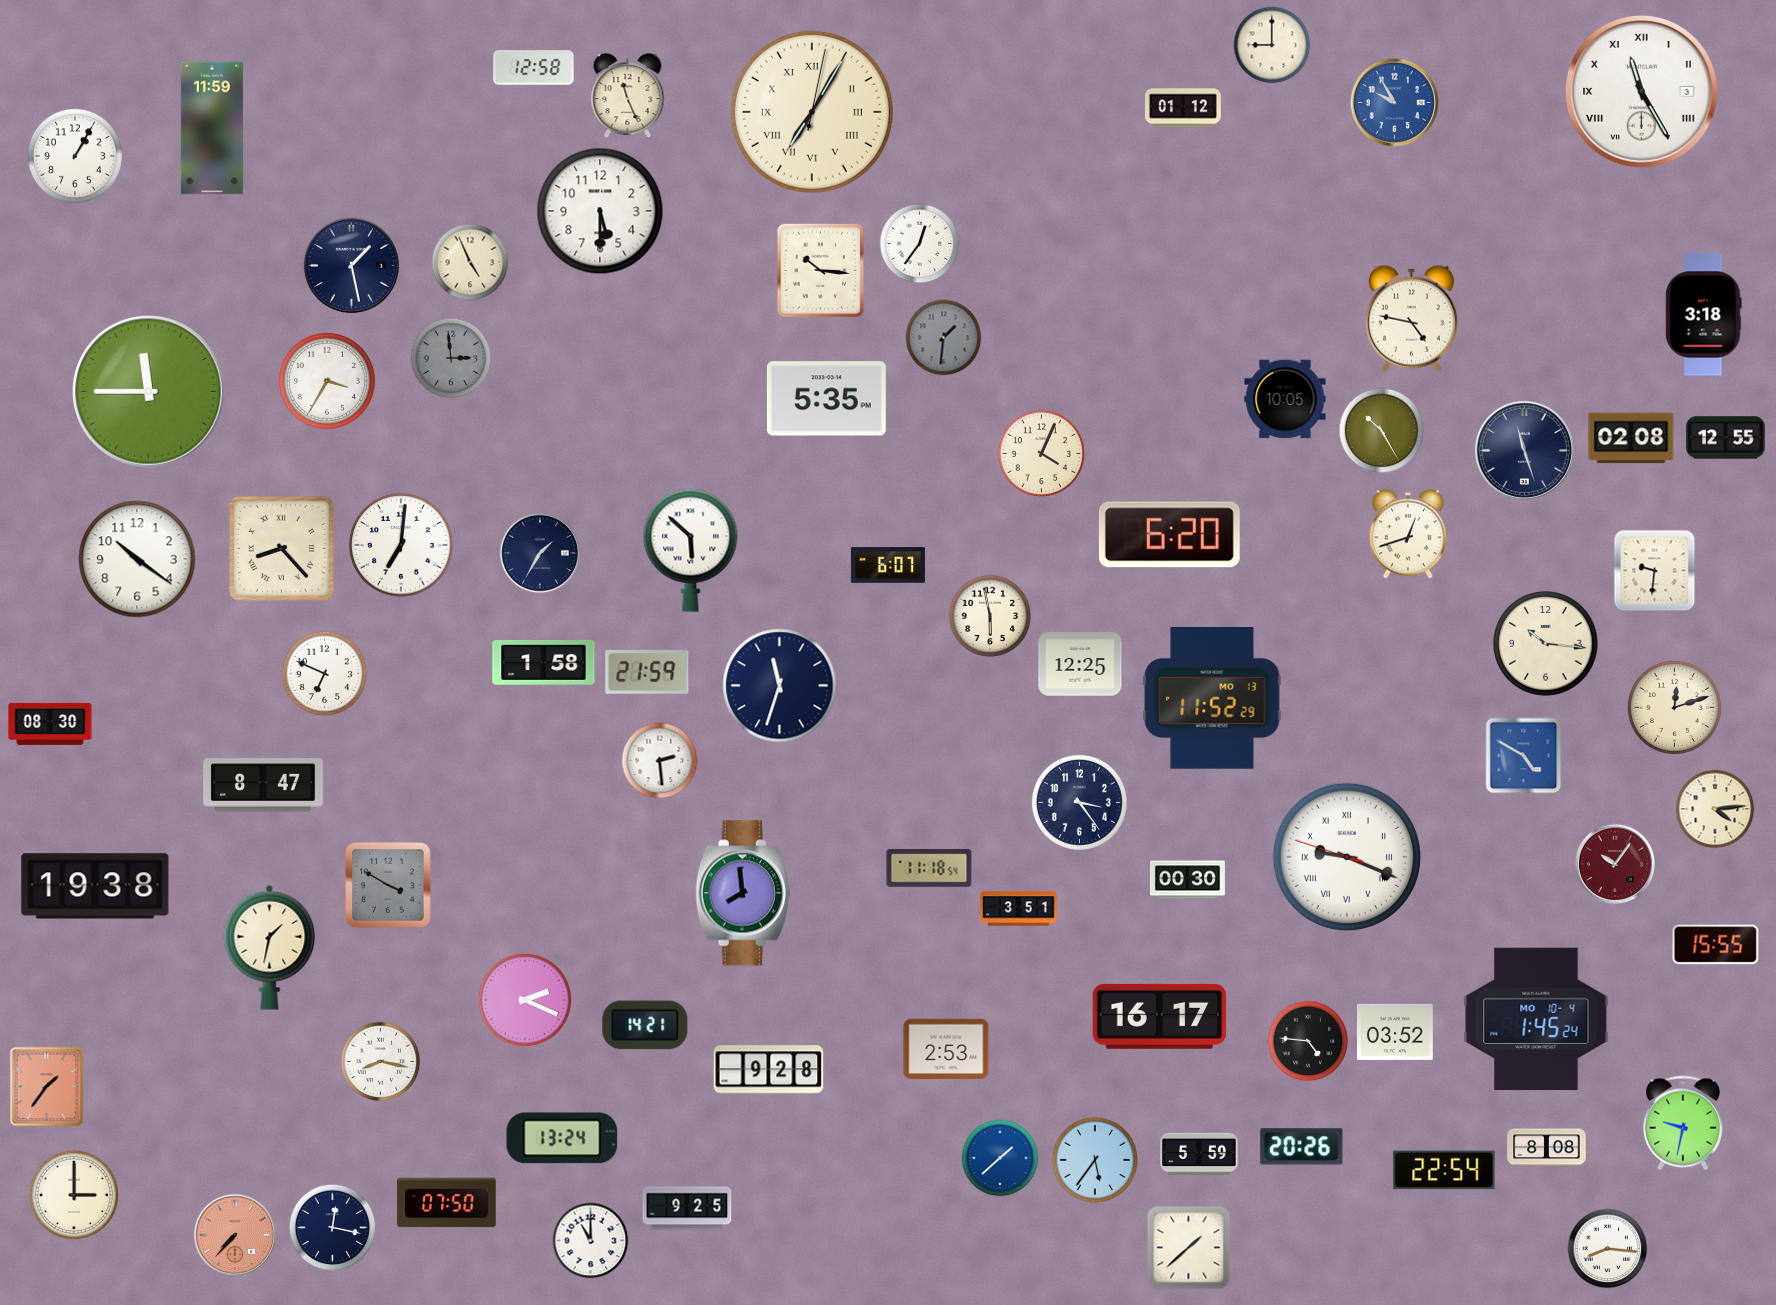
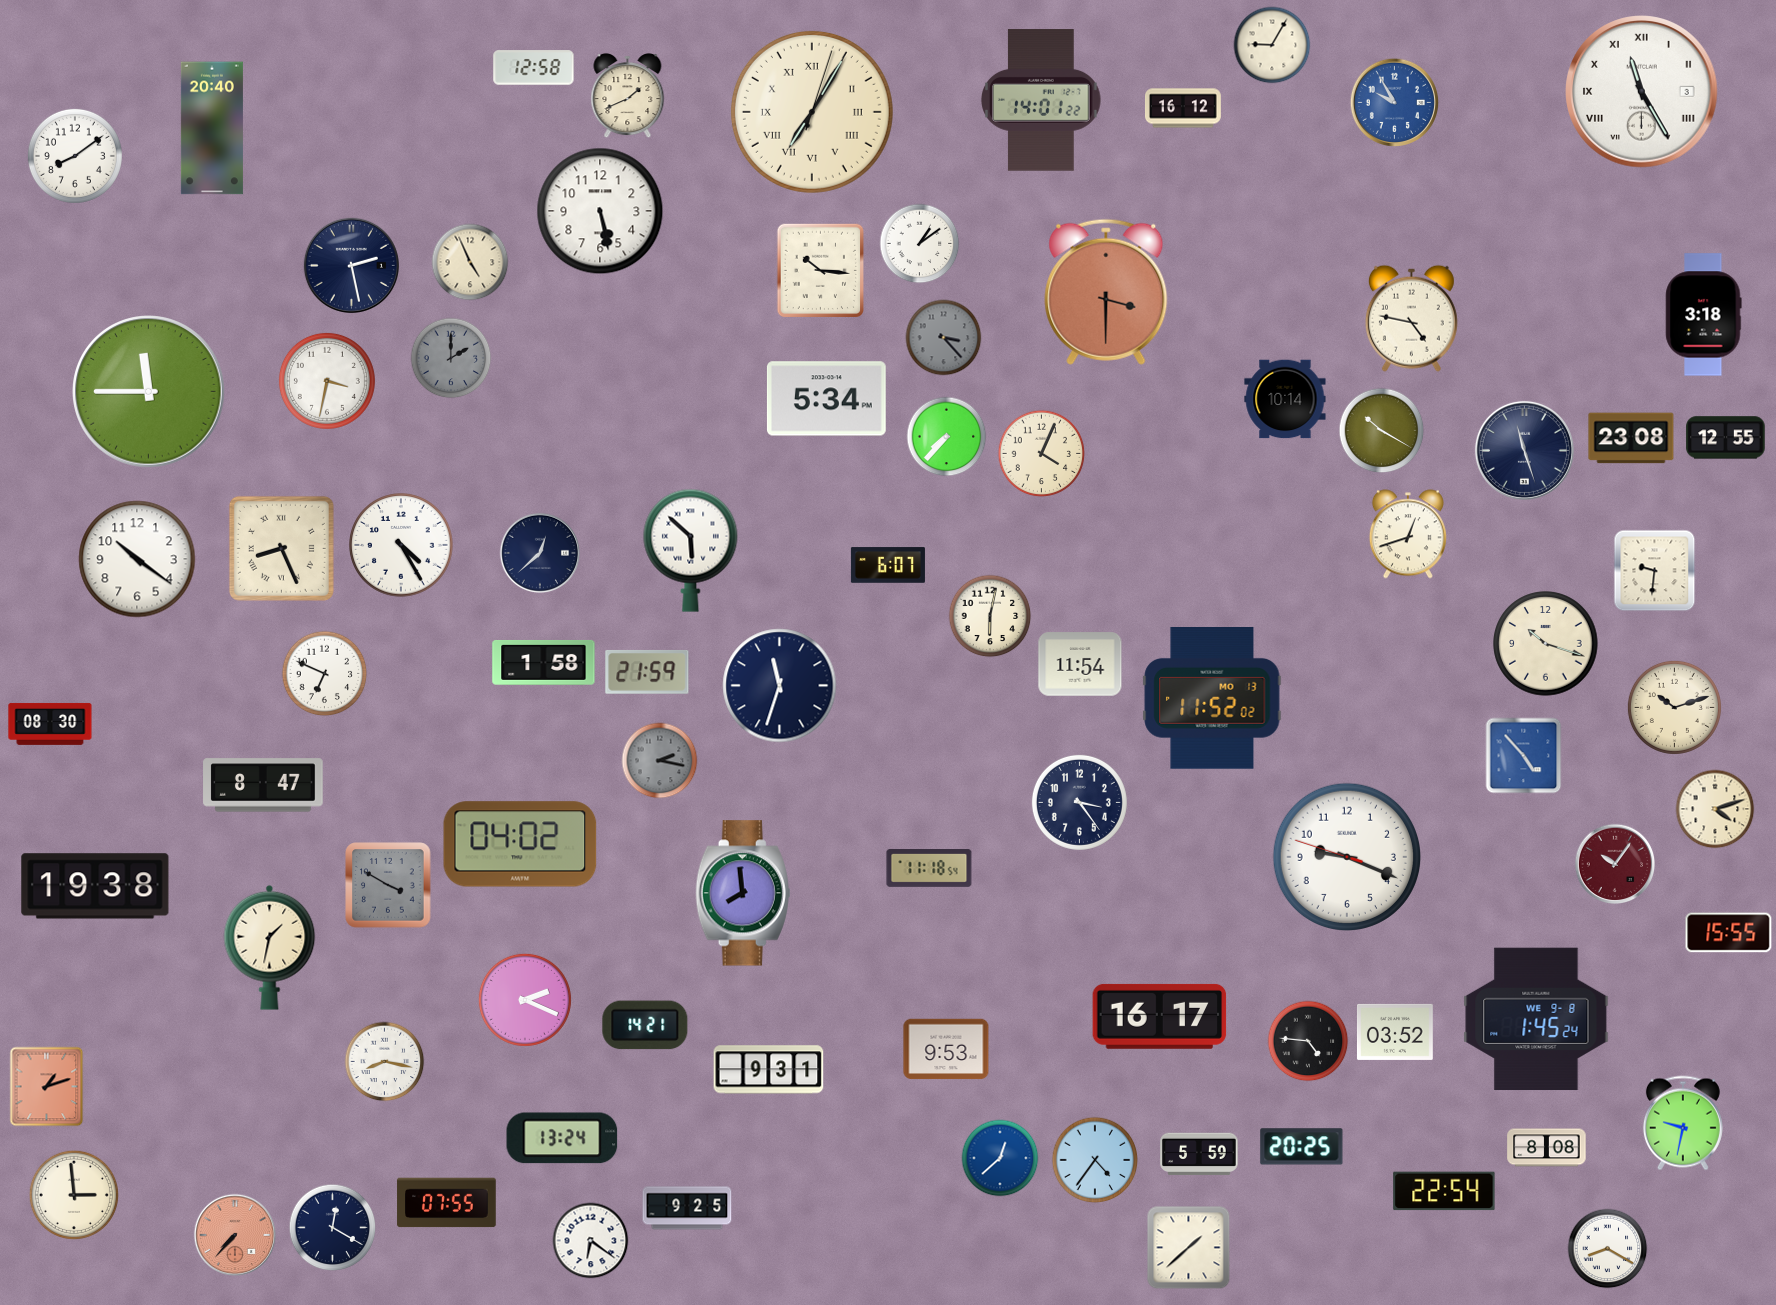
clock at (1272, 45): 9:00 -> 9:05
clock at (628, 96): 11:26 -> 1:41
clock at (1041, 100): none -> 14:01
clock at (1184, 108): 01:12 -> 16:12
clock at (812, 112): 7:05:02 -> 7:05:03
clock at (212, 128): 11:59 -> 20:40
clock at (75, 156): 1:05 -> 8:09
clock at (600, 211): 5:30 -> 5:28
clock at (920, 244): 12:36 -> 1:09
clock at (351, 265): 1:28 -> 2:28
clock at (1106, 292): none -> 3:30
clock at (944, 338): 1:31 -> 3:23
clock at (451, 358): 2:59 -> 2:00
clock at (327, 381): 3:35 -> 3:32
clock at (826, 399): 5:35 -> 5:34
clock at (1285, 399): 10:05 -> 10:14
clock at (1382, 431): 10:25 -> 10:20
clock at (947, 437): none -> 7:37
clock at (1631, 438): 02:08 -> 23:08
clock at (1169, 535): 6:20 -> none
clock at (401, 545): 7:01 -> 4:25
clock at (281, 548): 8:23 -> 8:26
clock at (540, 553): 1:35 -> 12:38
clock at (990, 616): 5:58 -> 6:02
clock at (1546, 644): 10:16 -> 10:18
clock at (1080, 664): 12:25 -> 11:54
clock at (1212, 699): 11:52:29 -> 11:52:02
clock at (1674, 707): 12:12 -> 10:12
clock at (1524, 756): 4:50 -> 4:53
clock at (660, 761): 2:29 -> 2:17
clock at (660, 761) dial: white -> grey
clock at (1715, 809): 4:14 -> 4:12
clock at (520, 844): none -> 04:02
clock at (1346, 856) numerals: Roman -> Arabic
clock at (1187, 880): 00:30 -> none
clock at (1019, 909): 3:51 -> none
clock at (1716, 945) position: (1716, 945) -> (1729, 933)
clock at (1536, 1019) date: MO 10-4 -> WE 9-8
clock at (946, 1049): 2:53 -> 9:53
clock at (381, 1062) position: (381, 1062) -> (385, 1062)
clock at (769, 1070): 9:28 -> 9:31
clock at (47, 1087): 1:36 -> 1:12
clock at (1302, 1147): 20:26 -> 20:25
clock at (1000, 1158): 1:38 -> 12:38
clock at (1095, 1160): 5:36 -> 4:36
clock at (1444, 1170) position: (1444, 1170) -> (1444, 1191)
clock at (73, 1194): 3:00 -> 2:59
clock at (447, 1203): 07:50 -> 07:55
clock at (333, 1228): 12:17 -> 12:20
clock at (591, 1241): 11:00 -> 6:21
clock at (1608, 1249): 8:16 -> 8:20
